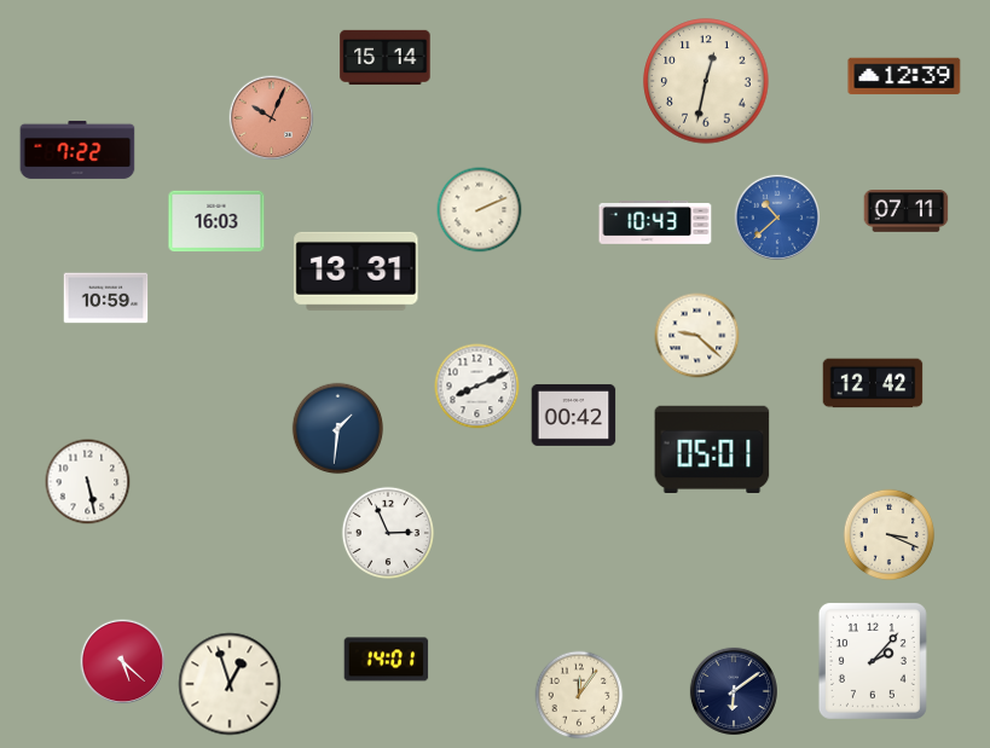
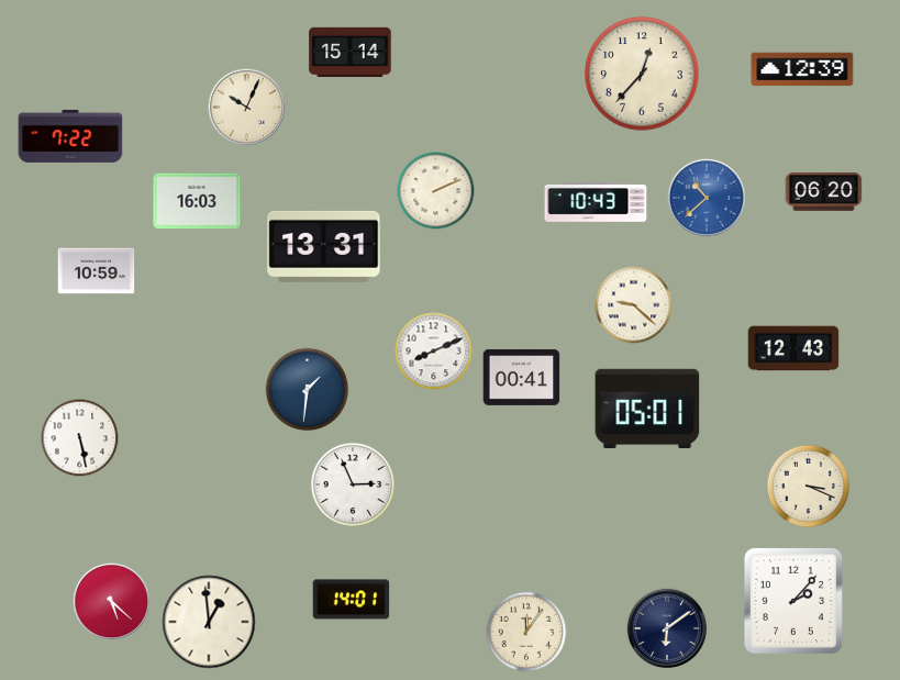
clock at (904, 76) position: (904, 76) -> (802, 69)
clock at (706, 81): 12:32 -> 12:37
clock at (272, 118) dial: salmon -> cream
clock at (907, 211): 07:11 -> 06:20
clock at (873, 383): 12:42 -> 12:43
clock at (574, 414): 00:42 -> 00:41
clock at (230, 684): 12:57 -> 12:59
